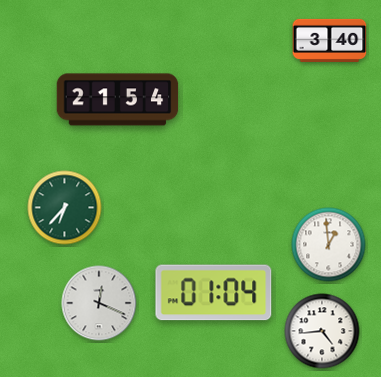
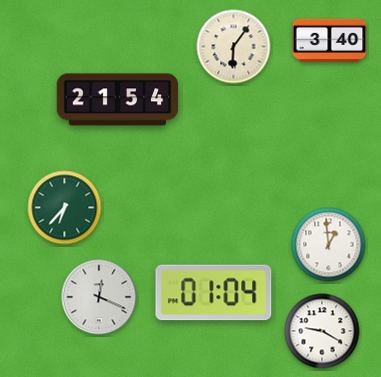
clock at (234, 47): none -> 6:06
clock at (99, 303) position: (99, 303) -> (99, 297)
clock at (322, 331): 4:44 -> 9:20
